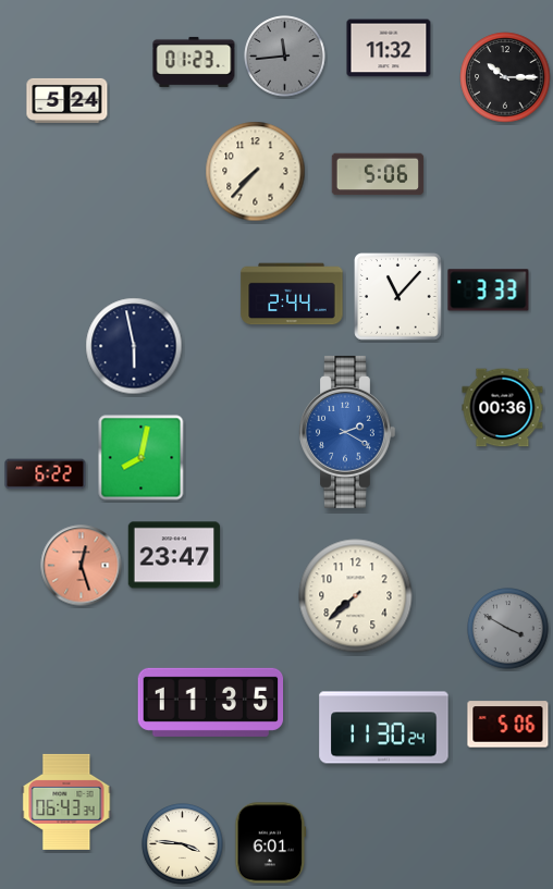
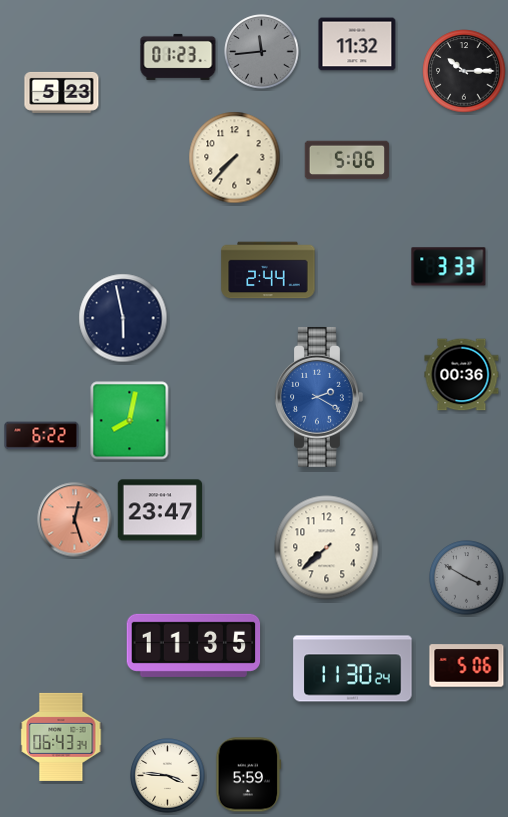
clock at (67, 100): 5:24 -> 5:23
clock at (398, 297): 11:07 -> none
clock at (271, 843): 6:01 -> 5:59
